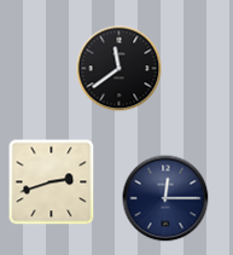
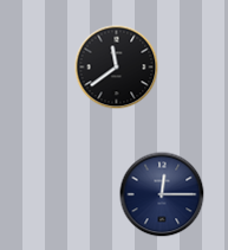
clock at (52, 182): 2:42 -> none
